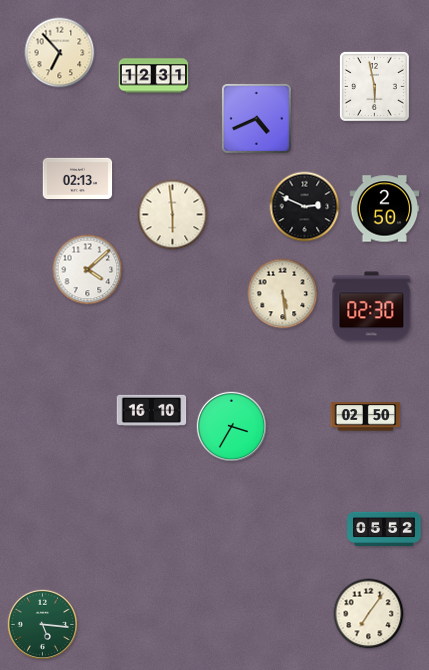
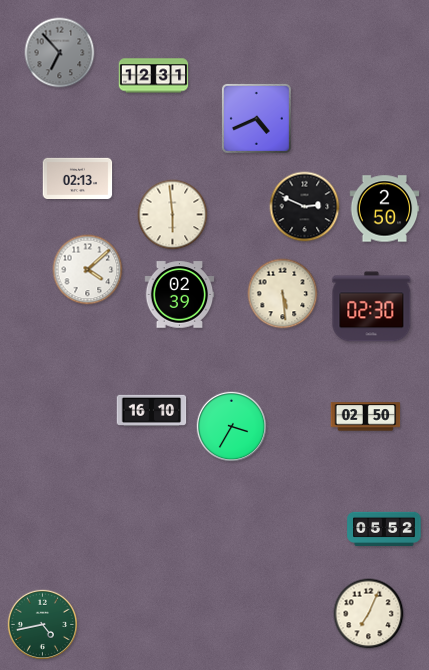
clock at (60, 53) dial: cream -> grey
clock at (374, 86): 5:58 -> none
clock at (180, 295): none -> 02:39
clock at (369, 614): 7:06 -> 7:04
clock at (42, 624): 5:16 -> 4:43
